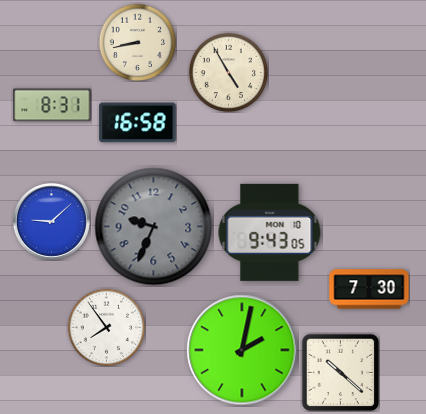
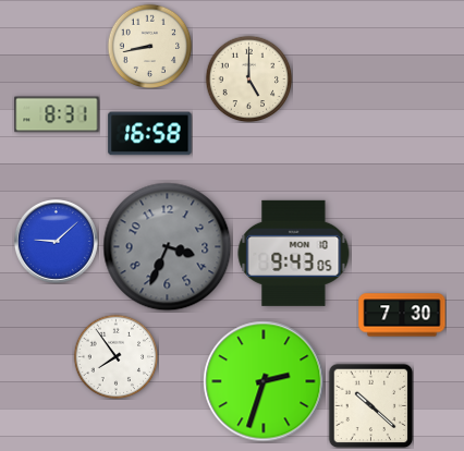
clock at (228, 72): 4:55 -> 5:00
clock at (154, 227): 9:34 -> 3:34
clock at (242, 350): 2:02 -> 2:33
